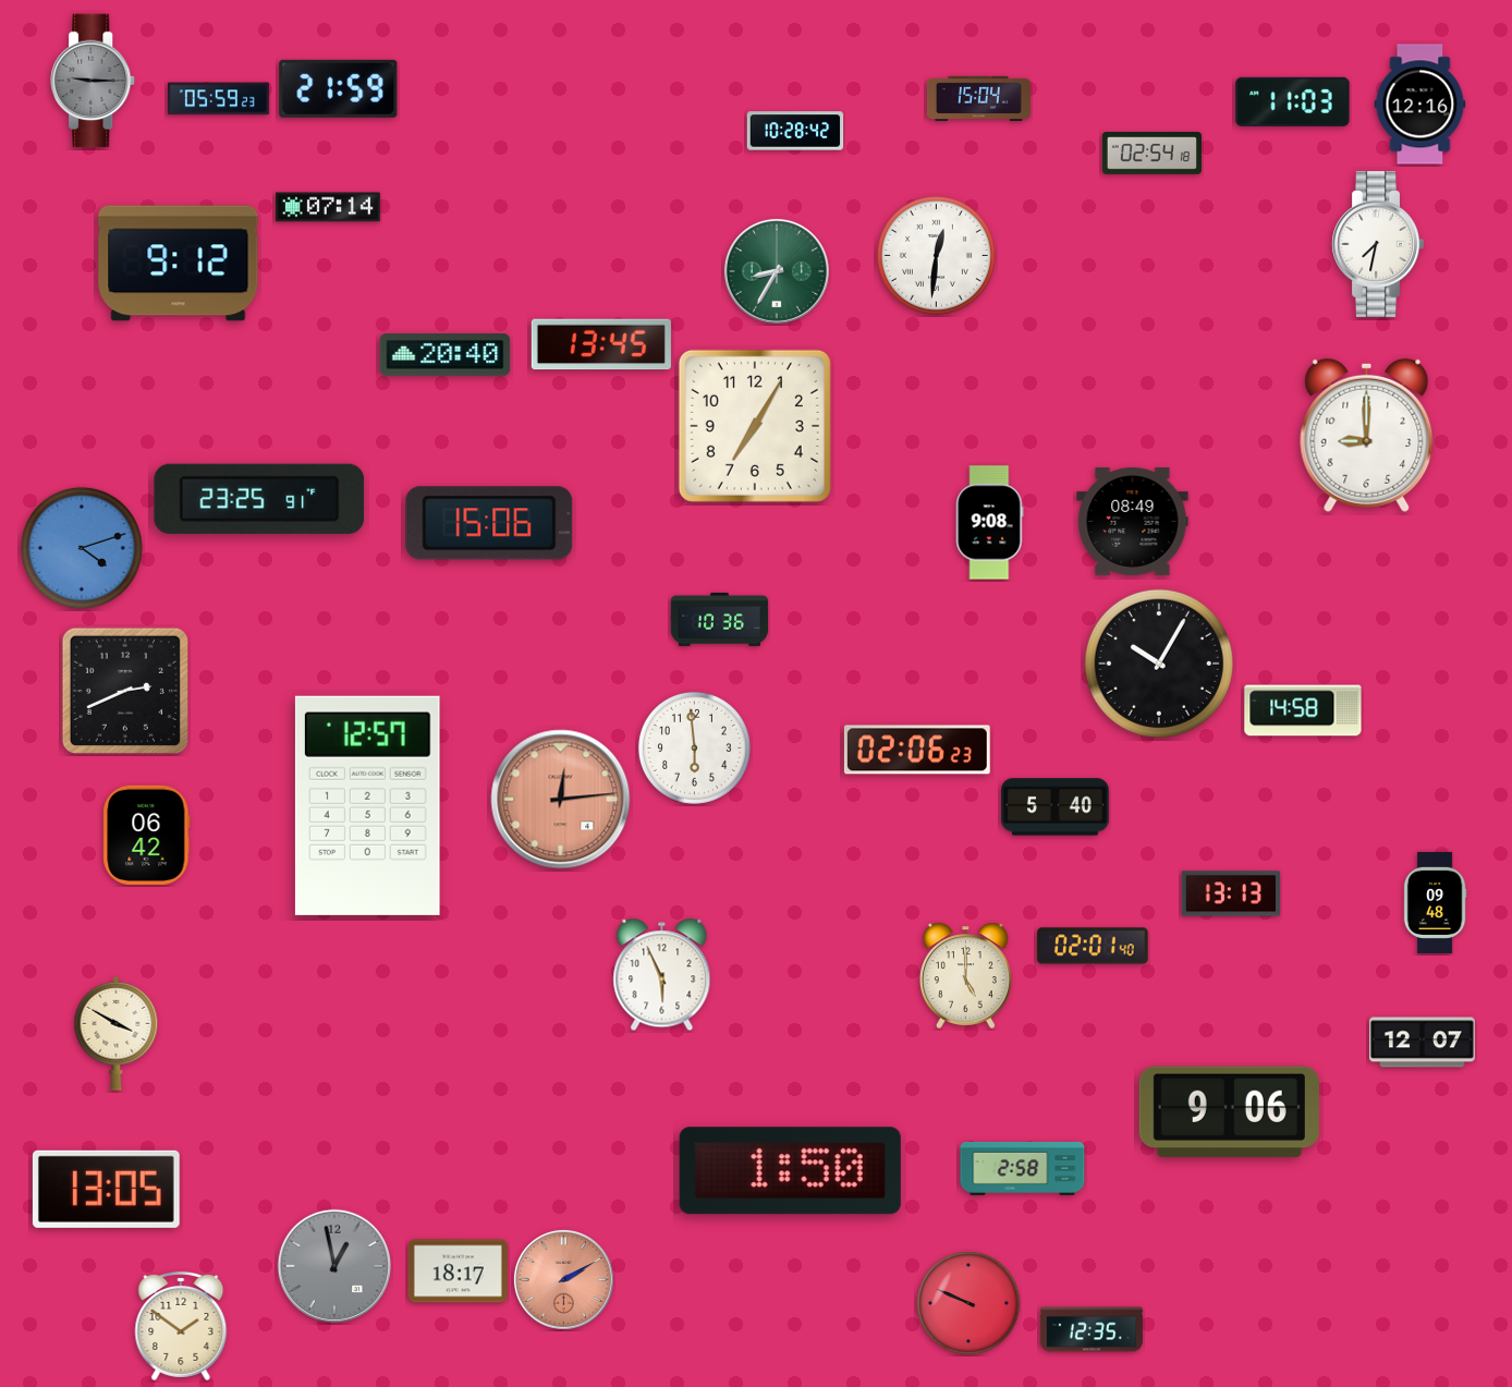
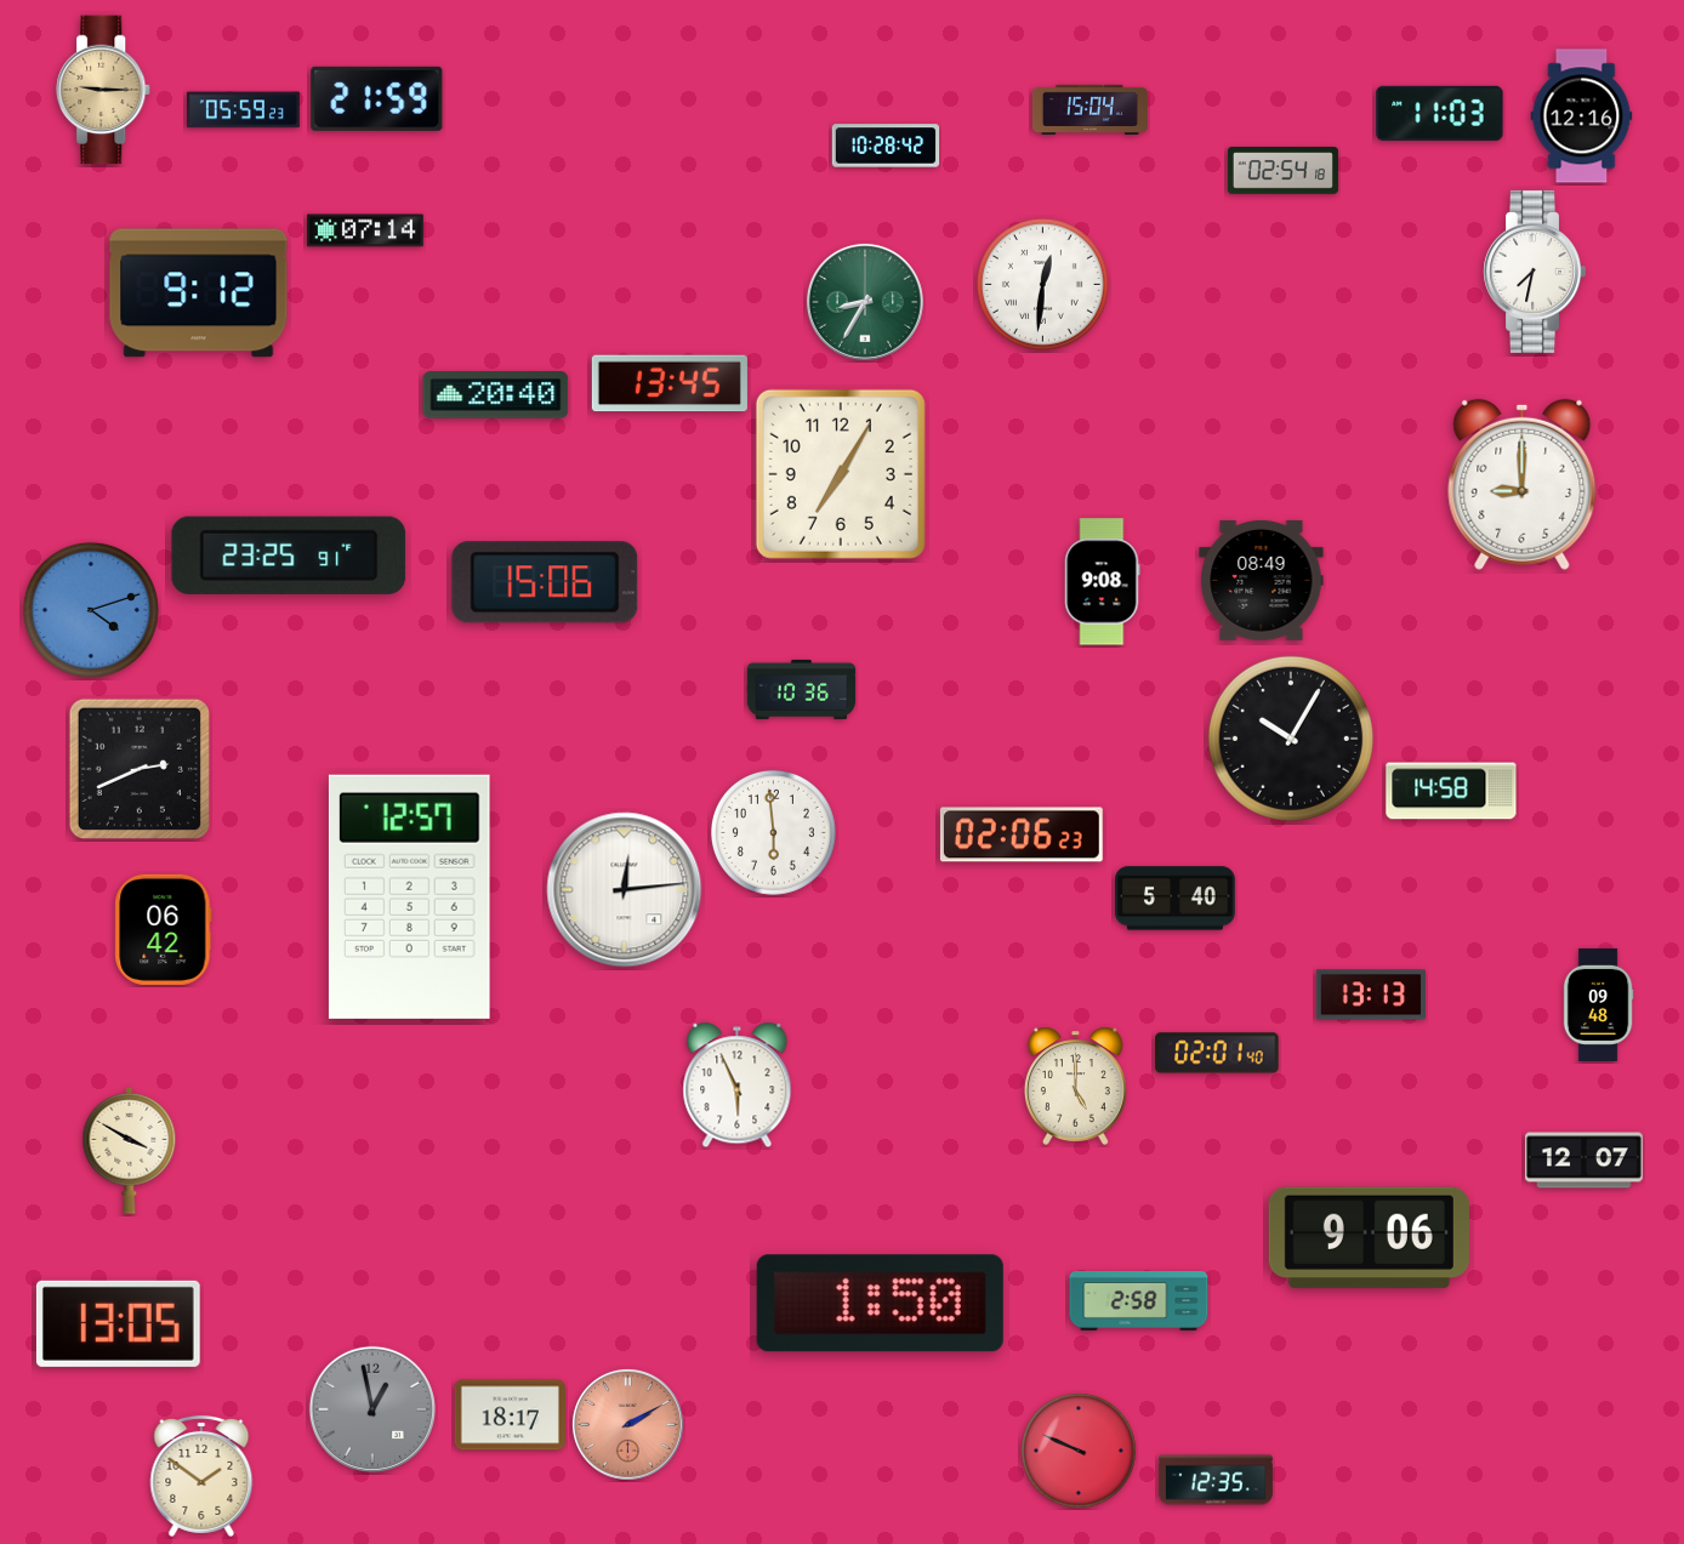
clock at (94, 81) dial: grey -> champagne
clock at (561, 800) dial: salmon -> white
